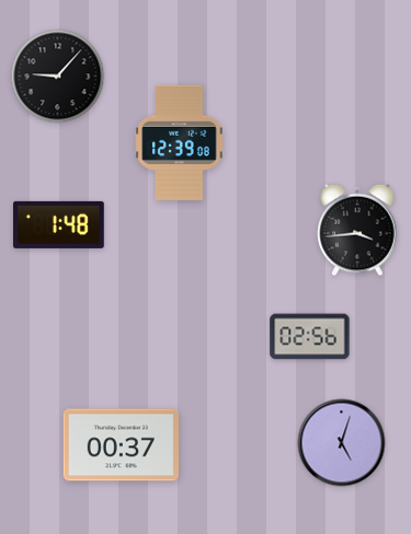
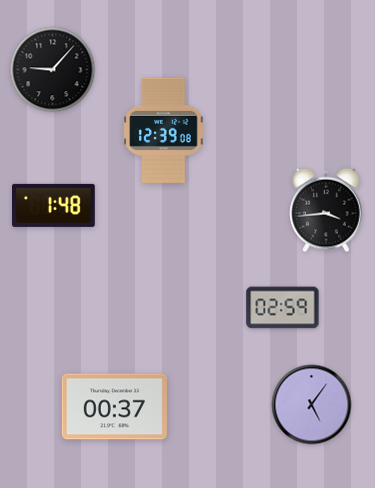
clock at (310, 337): 02:56 -> 02:59
clock at (342, 443): 5:03 -> 5:06
clock at (121, 445) position: (121, 445) -> (114, 407)
